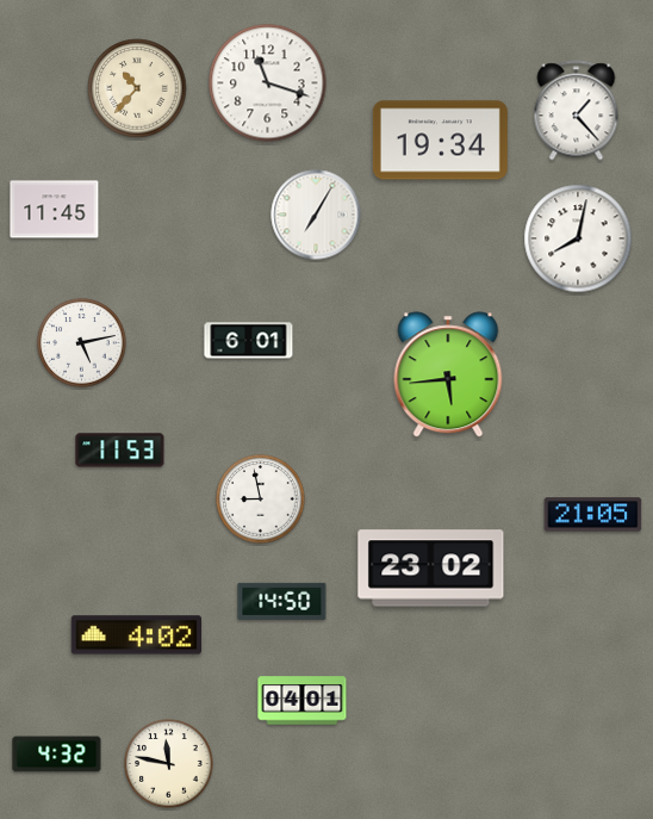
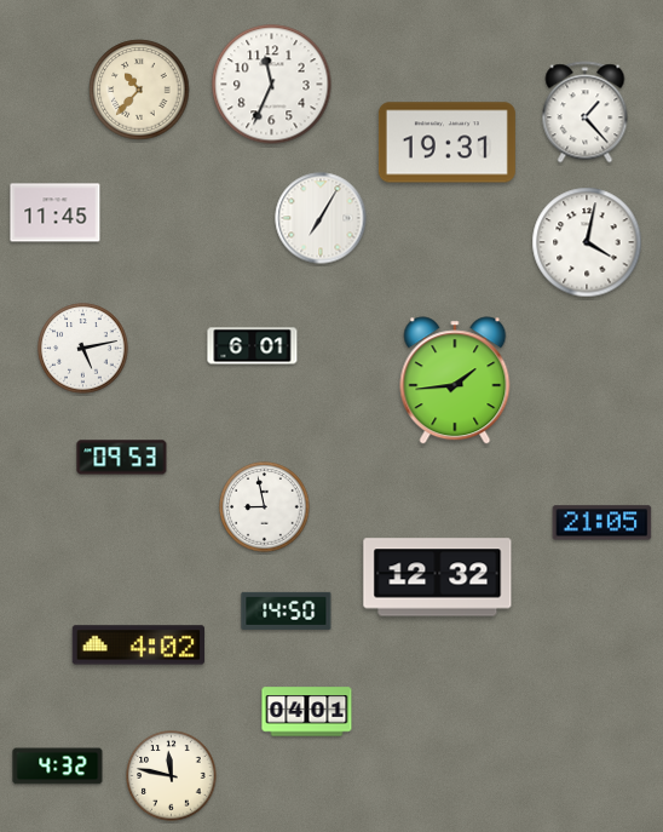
clock at (268, 83): 11:18 -> 11:34
clock at (440, 141): 19:34 -> 19:31
clock at (578, 238): 8:02 -> 4:02
clock at (448, 374): 5:44 -> 1:44
clock at (120, 451): 11:53 -> 09:53
clock at (431, 569): 23:02 -> 12:32
